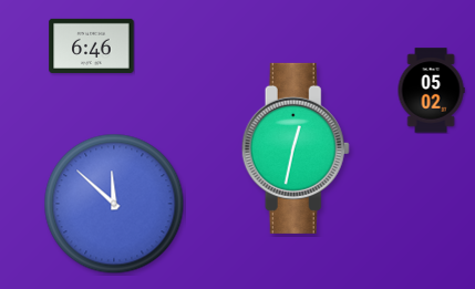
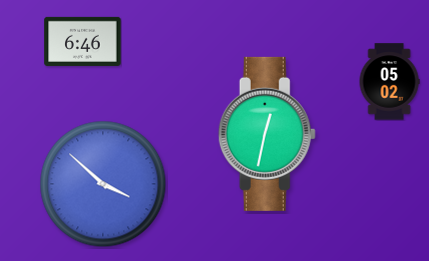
clock at (114, 204): 11:52 -> 3:52
